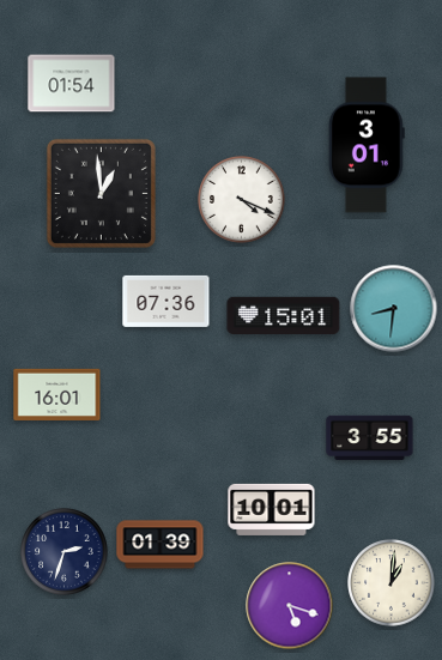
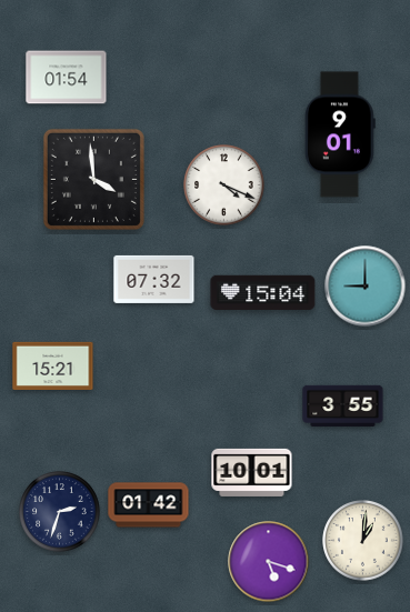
clock at (367, 145): 3:01 -> 9:01
clock at (101, 193): 12:59 -> 3:59
clock at (166, 301): 07:36 -> 07:32
clock at (394, 309): 8:31 -> 9:00
clock at (284, 316): 15:01 -> 15:04
clock at (57, 394): 16:01 -> 15:21
clock at (161, 545): 01:39 -> 01:42
